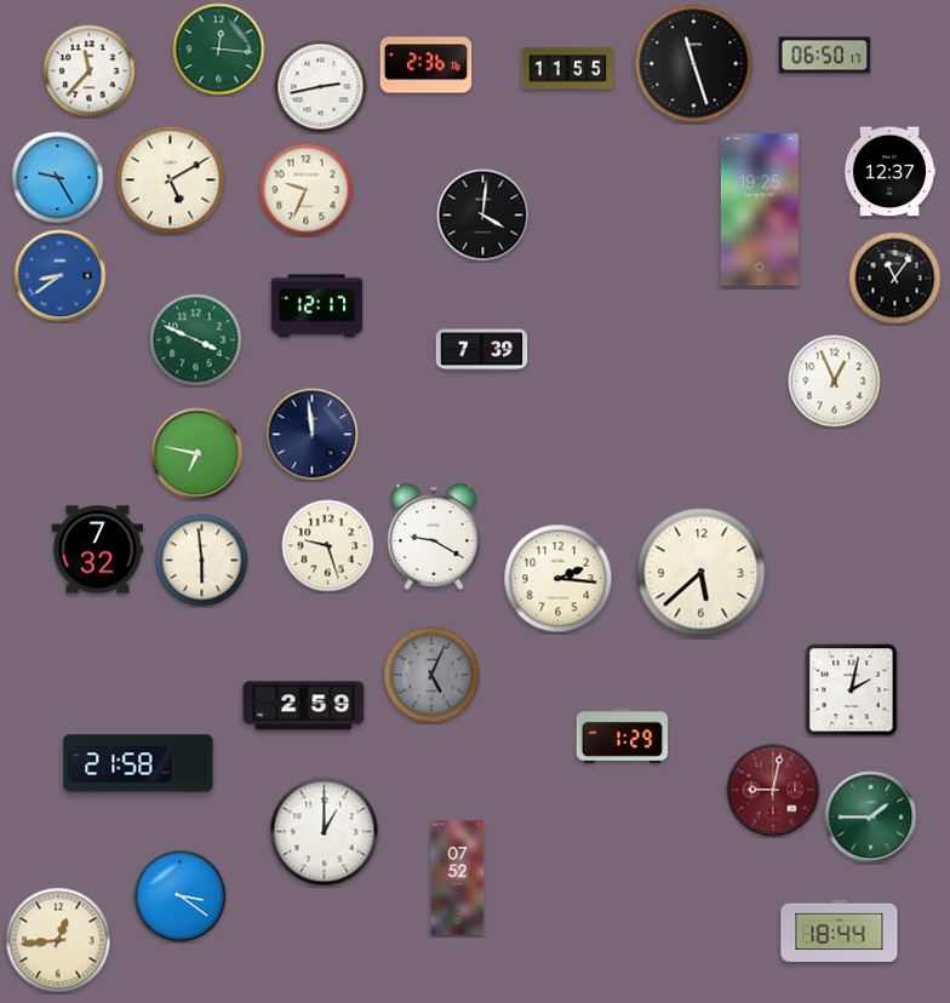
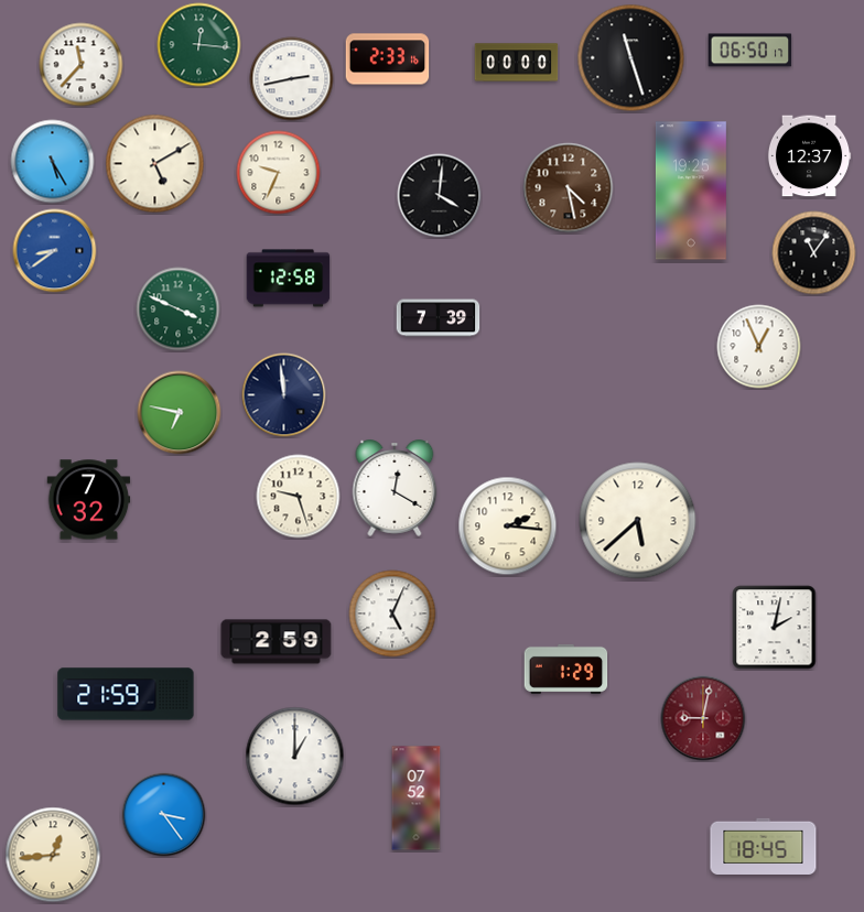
clock at (427, 65): 2:36 -> 2:33
clock at (568, 69): 11:55 -> 00:00
clock at (58, 178): 9:25 -> 5:25
clock at (569, 188): none -> 4:28
clock at (317, 306): 12:17 -> 12:58
clock at (434, 537): 9:20 -> 12:20
clock at (202, 561): 5:59 -> none
clock at (431, 675) dial: grey -> white
clock at (138, 763): 21:58 -> 21:59
clock at (871, 818): 1:45 -> none
clock at (181, 896): 3:21 -> 3:24
clock at (840, 930): 18:44 -> 18:45
